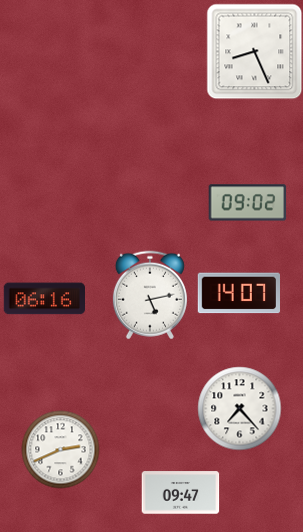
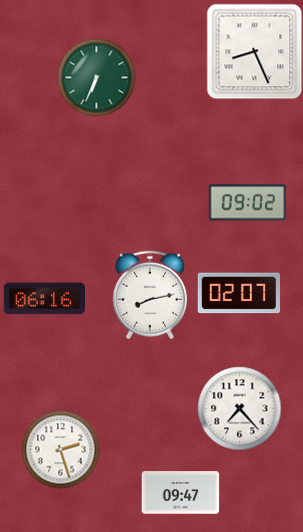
clock at (96, 77): none -> 6:34
clock at (238, 293): 14:07 -> 02:07
clock at (150, 295): 5:13 -> 8:13
clock at (60, 449): 2:41 -> 2:27
